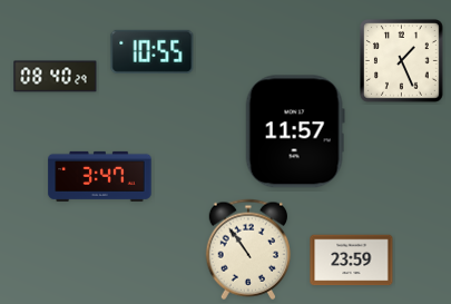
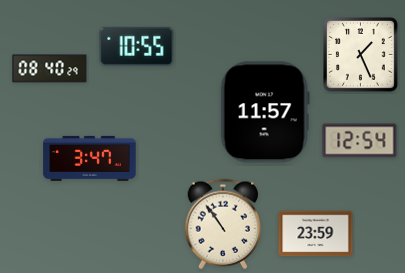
clock at (295, 131) position: (295, 131) -> (265, 112)
clock at (360, 141): none -> 12:54
